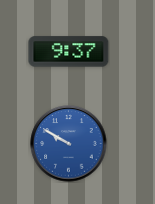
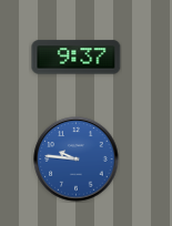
clock at (69, 144): 9:50 -> 9:46
